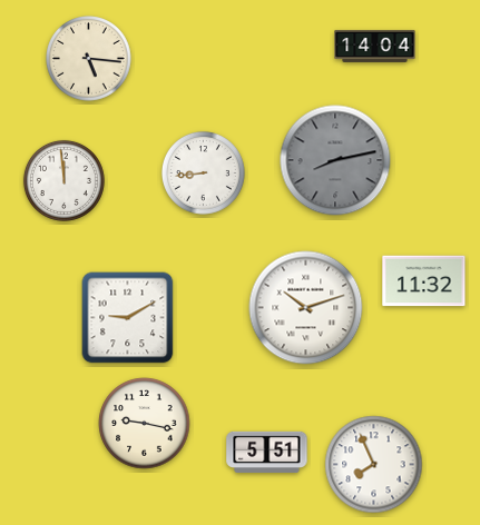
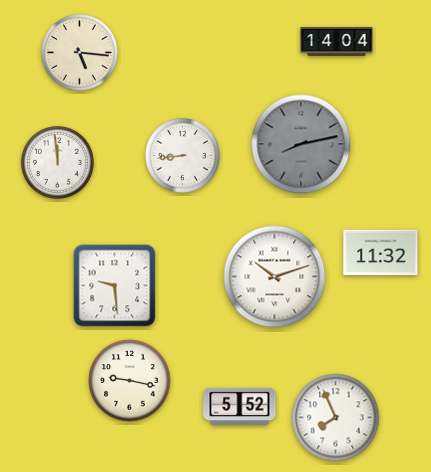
clock at (128, 318): 9:10 -> 9:29
clock at (267, 452): 5:51 -> 5:52
